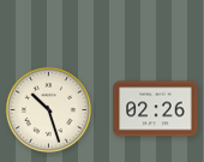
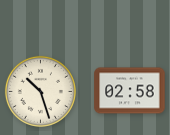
clock at (156, 109): 02:26 -> 02:58
